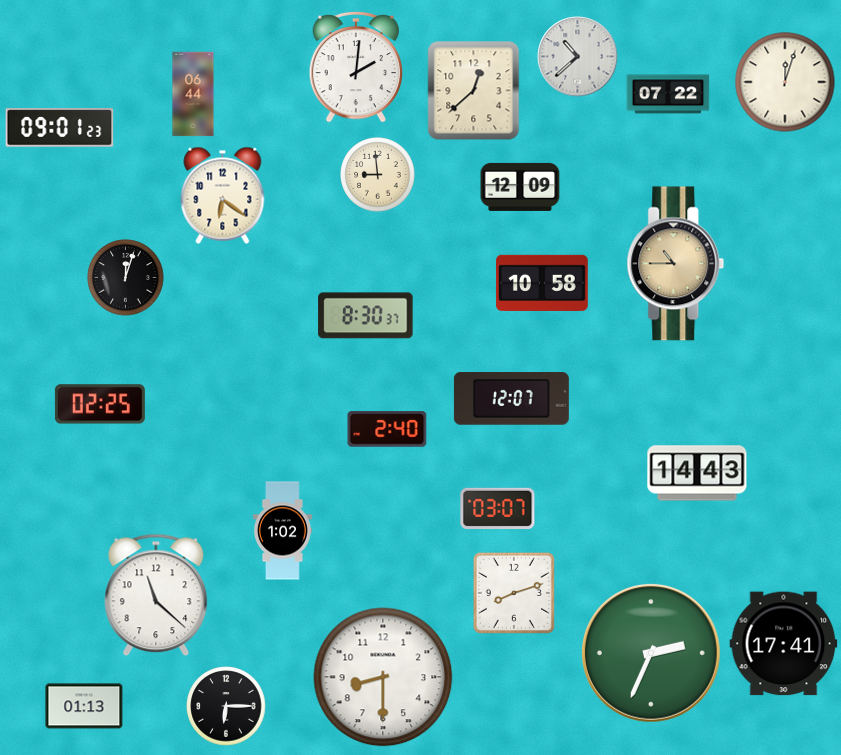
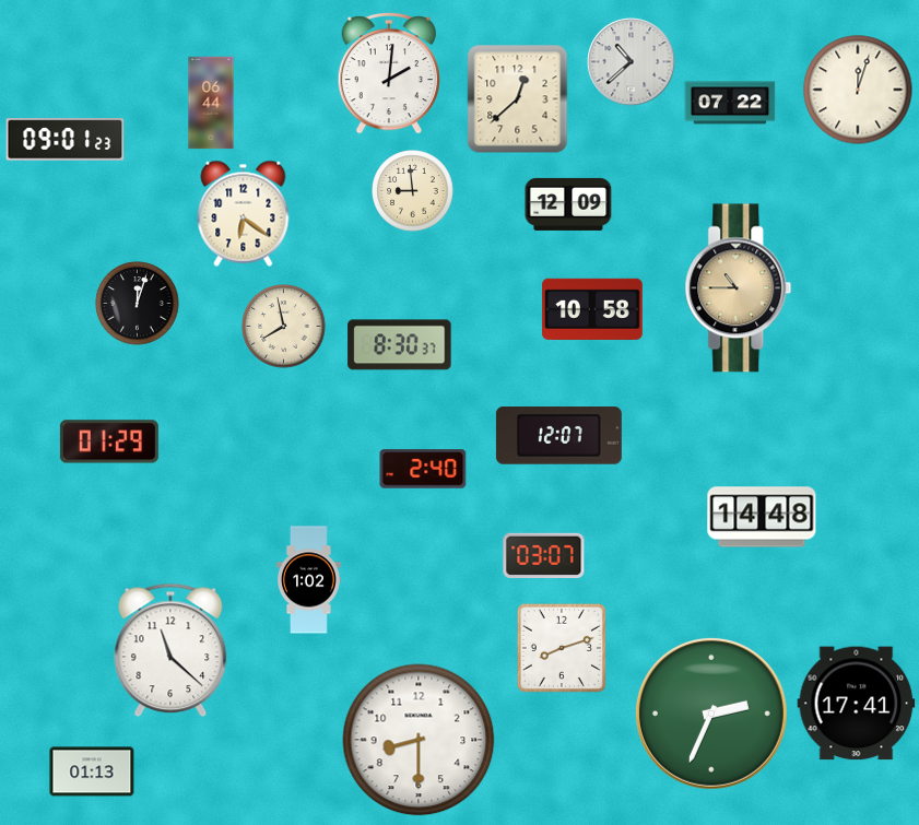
clock at (284, 327): none -> 7:58
clock at (100, 404): 02:25 -> 01:29
clock at (697, 473): 14:43 -> 14:48
clock at (226, 706): 6:15 -> none
